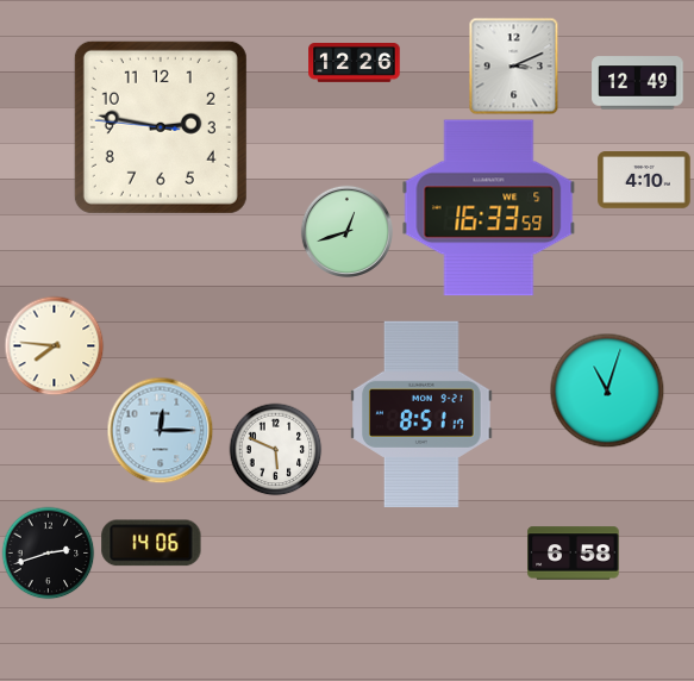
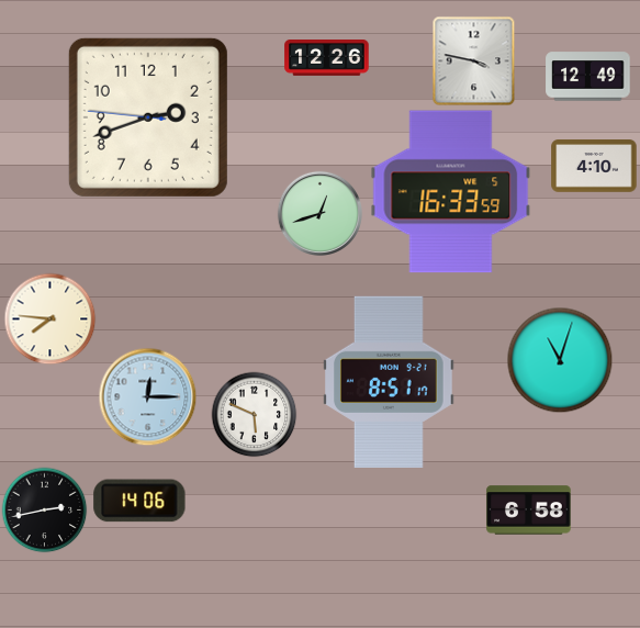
clock at (514, 65): 3:11 -> 3:47
clock at (161, 127): 2:46 -> 2:41
clock at (48, 552): 2:42 -> 2:43
